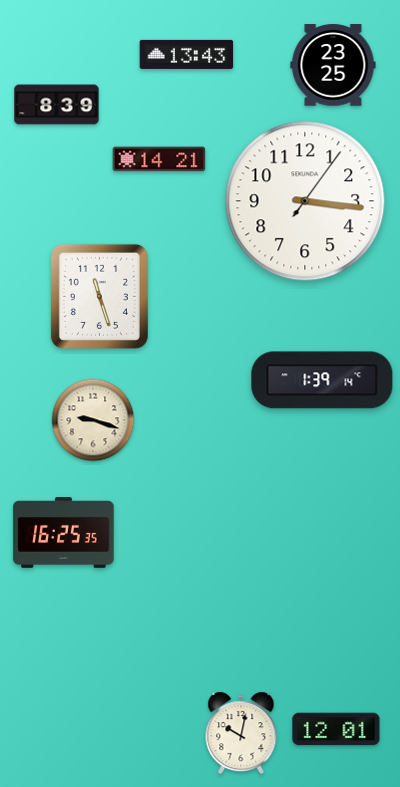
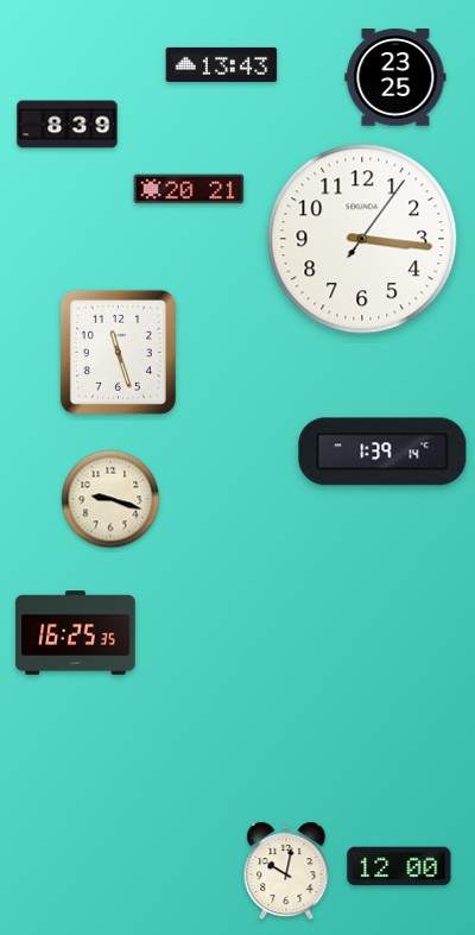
clock at (159, 159): 14:21 -> 20:21
clock at (336, 729): 12:01 -> 12:00
